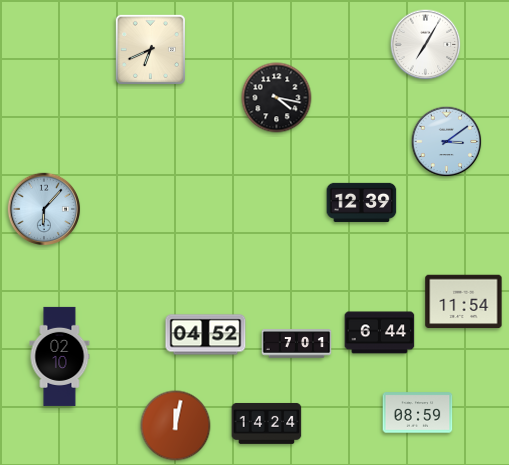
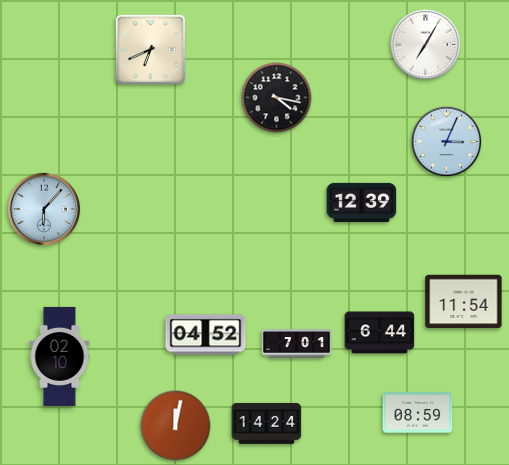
clock at (447, 142): 3:09 -> 3:04
